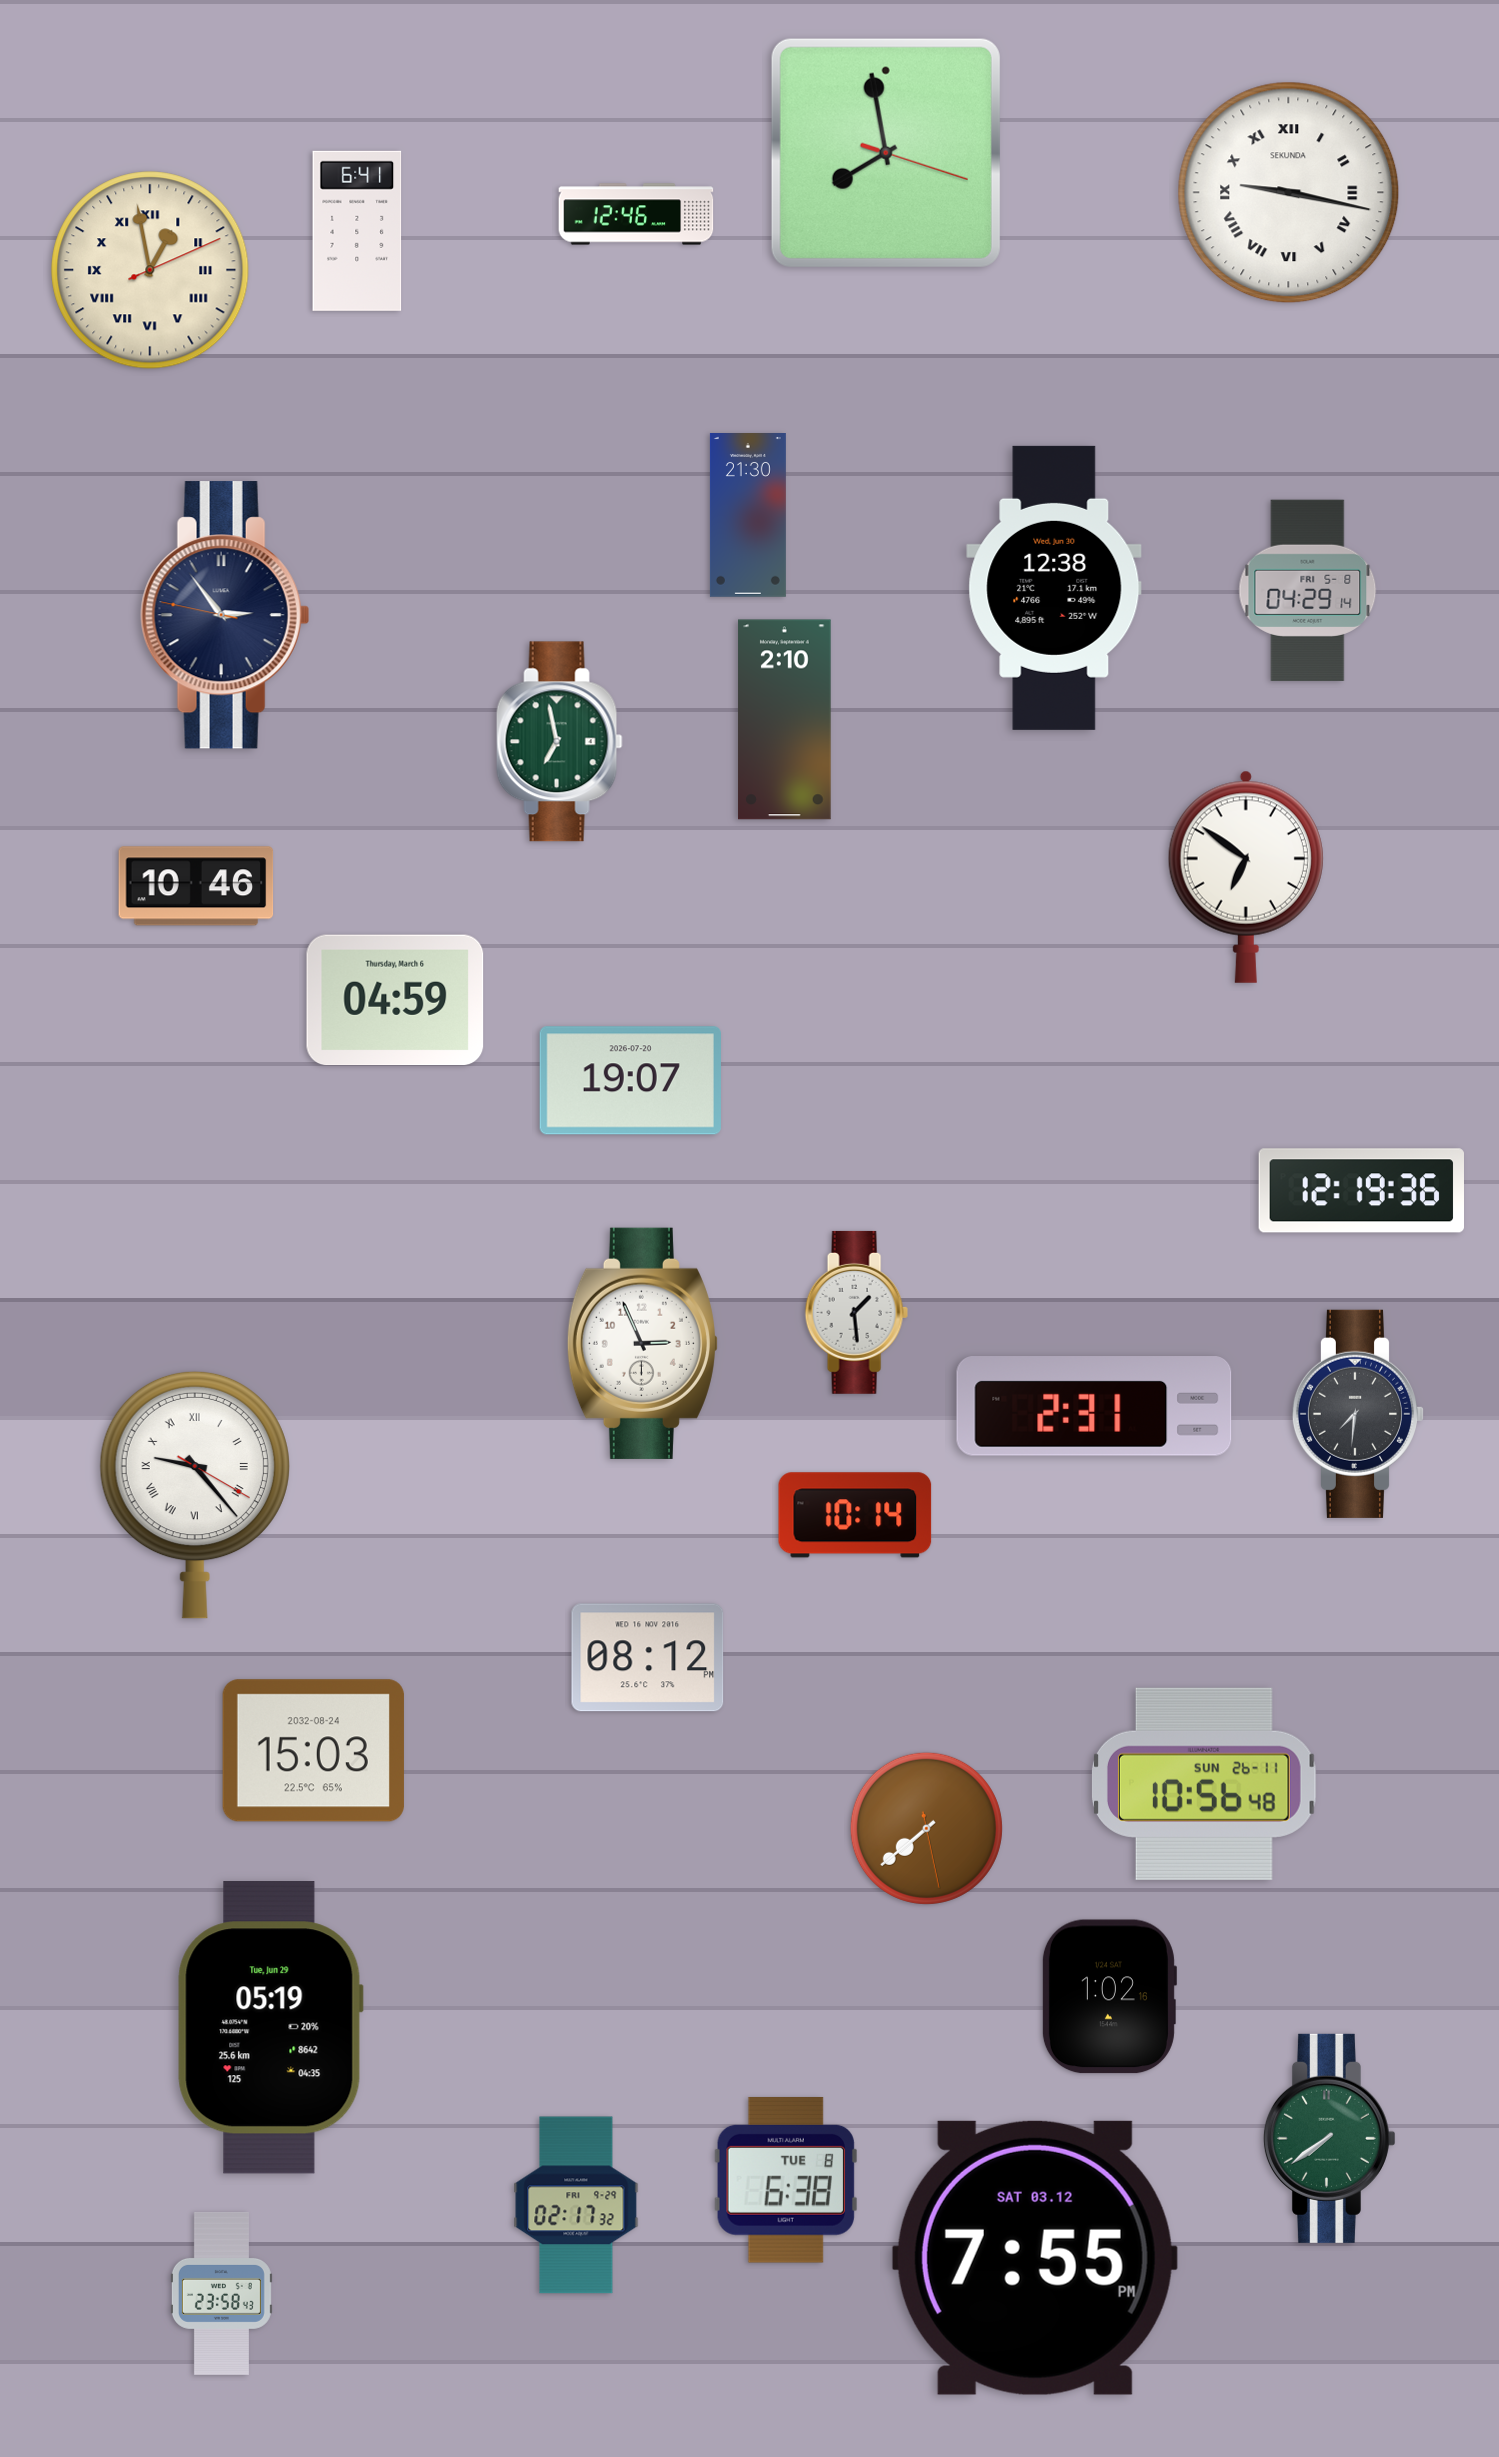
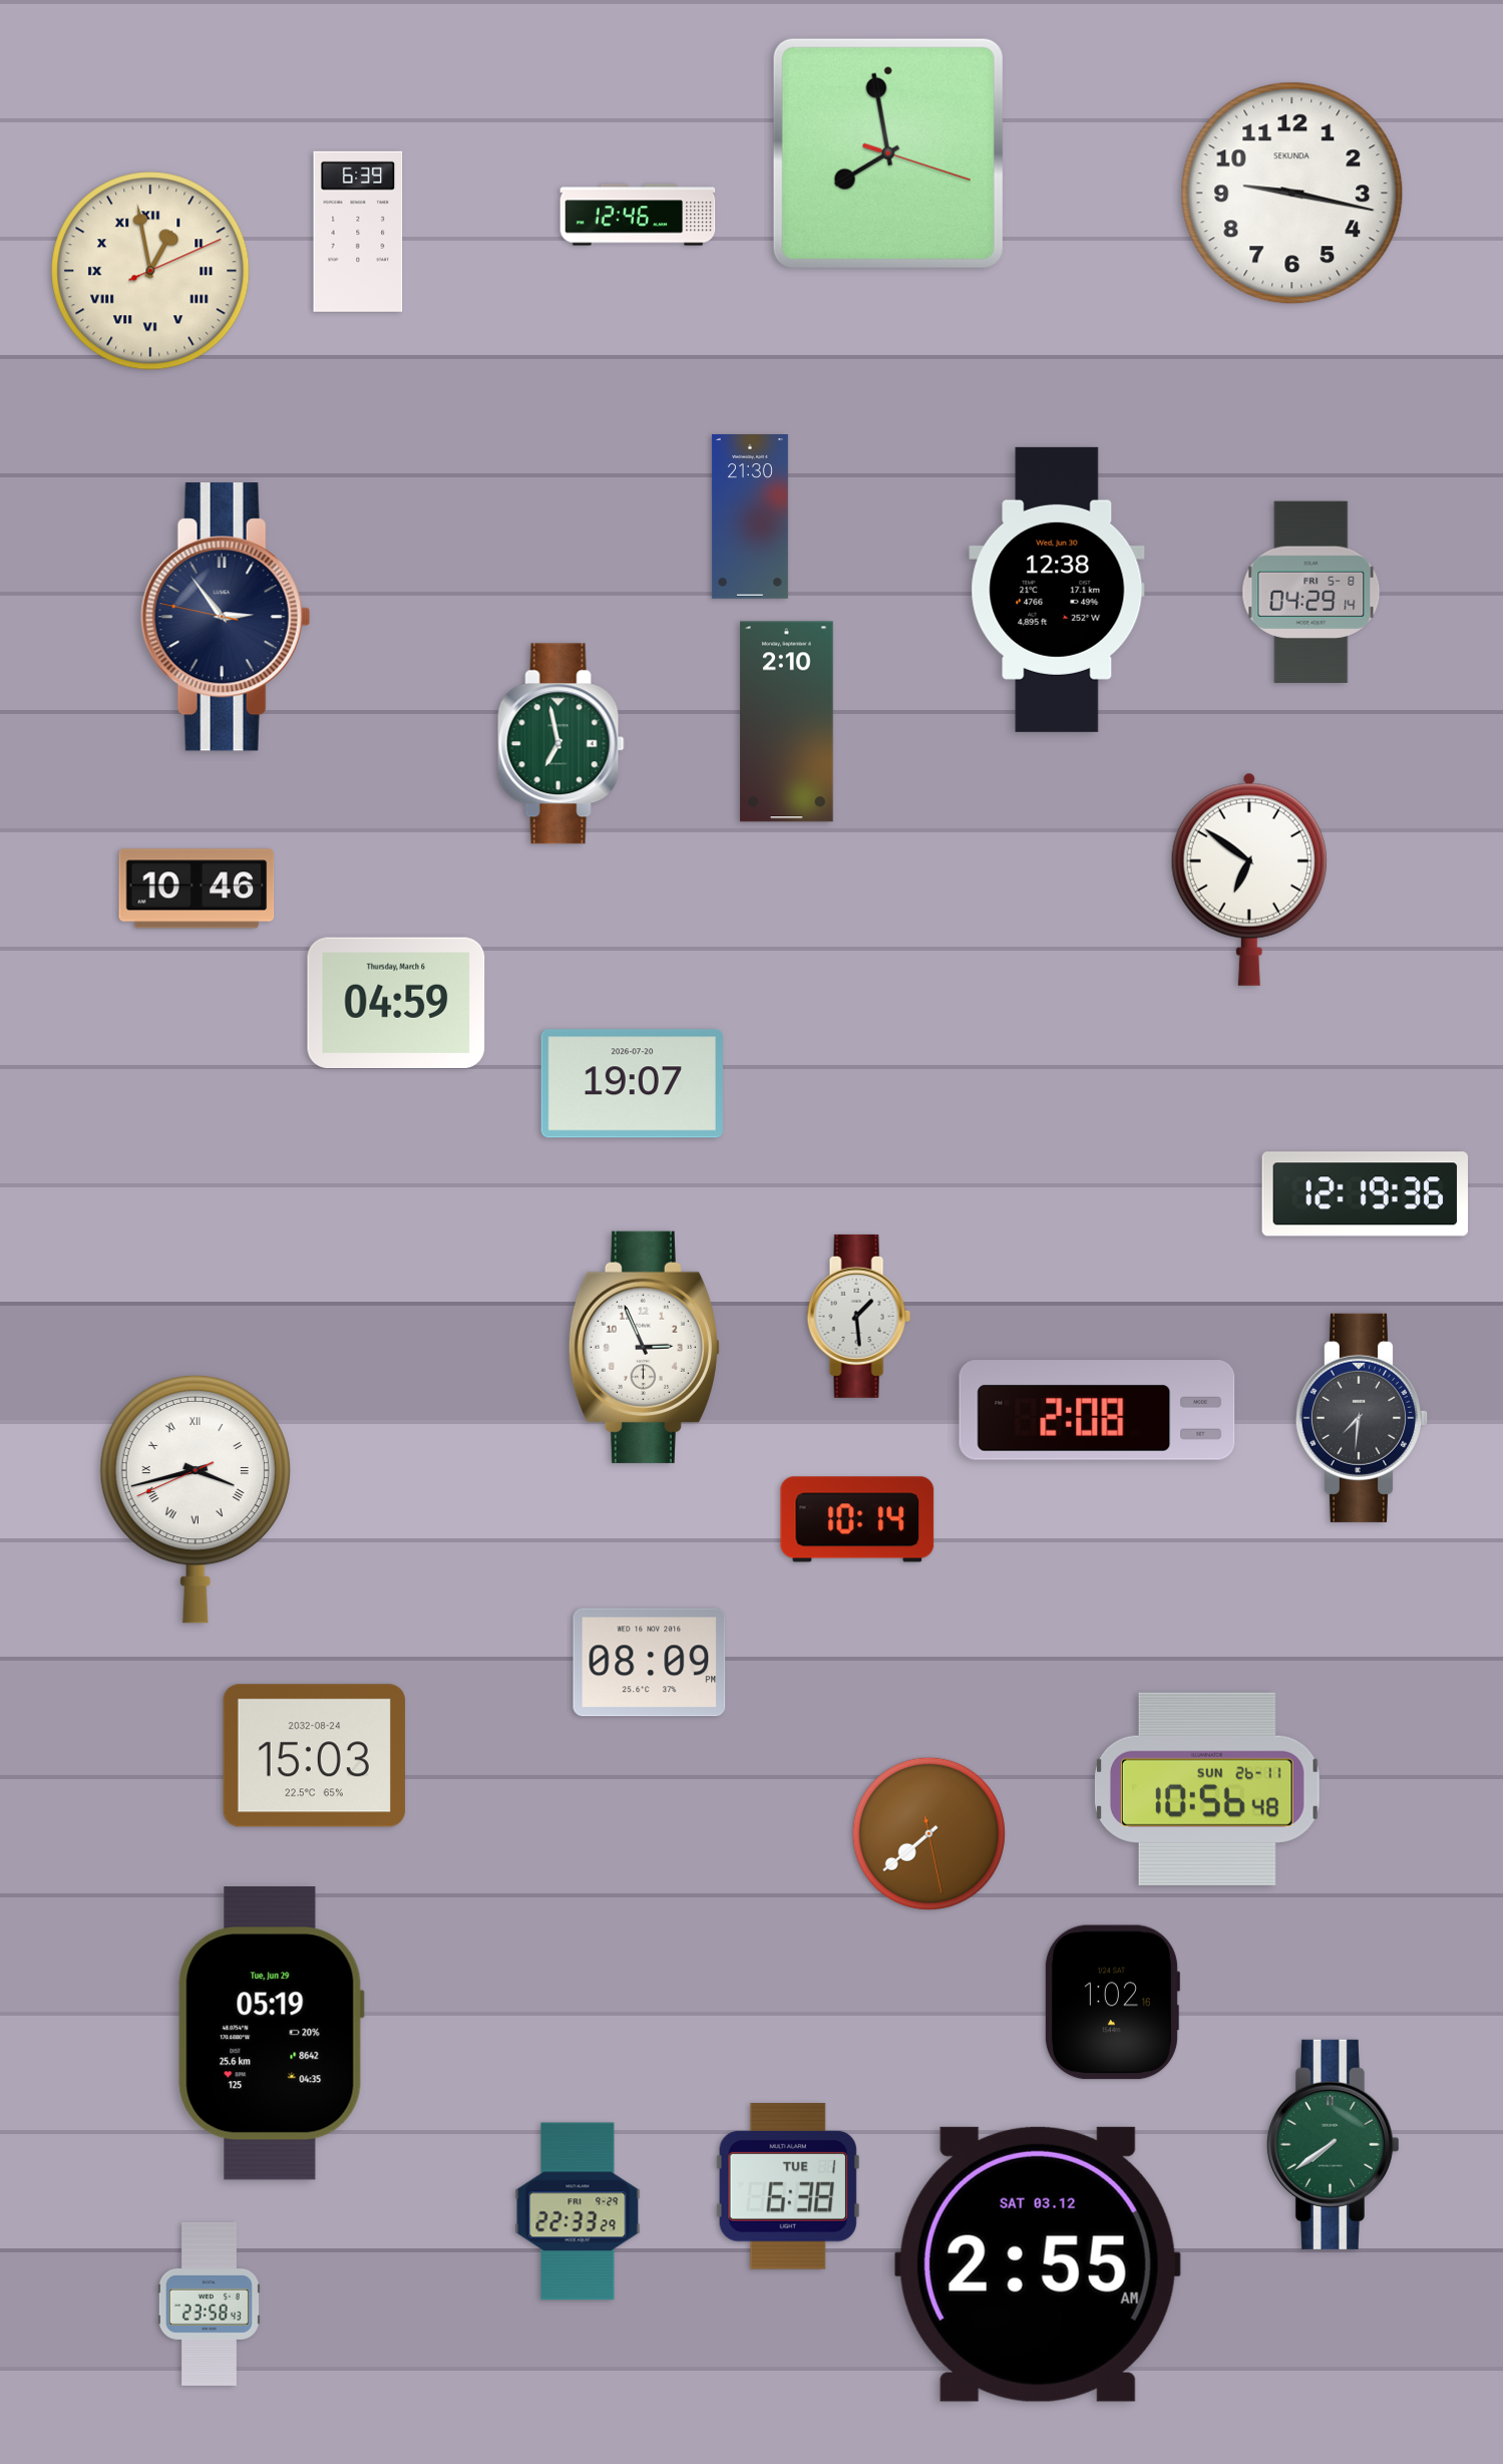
clock at (1289, 193) numerals: Roman -> Arabic
clock at (357, 231): 6:41 -> 6:39
clock at (1094, 1406): 2:31 -> 2:08
clock at (195, 1495): 9:23 -> 3:42
clock at (648, 1658): 08:12 -> 08:09
clock at (786, 2180) date: TUE 8 -> TUE 1
clock at (576, 2205): 02:17 -> 22:33
clock at (1035, 2258): 7:55 -> 2:55
clock at (221, 2293) position: (221, 2293) -> (209, 2304)
